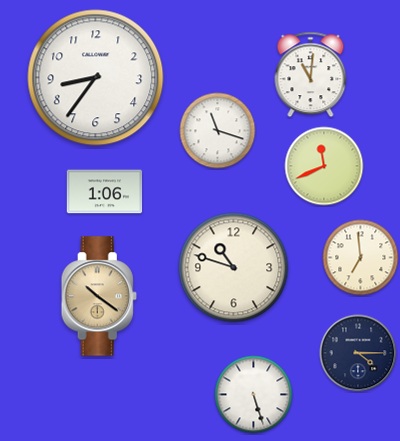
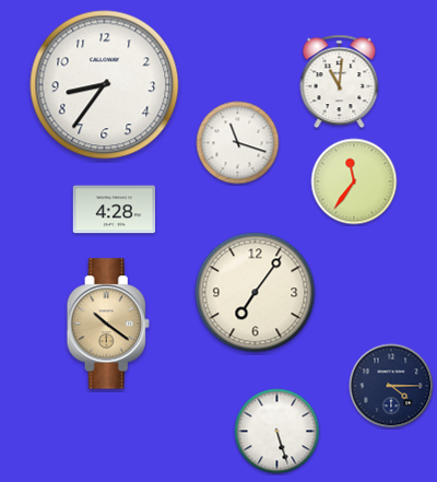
clock at (324, 166): 11:41 -> 11:36
clock at (105, 192): 1:06 -> 4:28
clock at (361, 258): 6:59 -> none
clock at (234, 268): 10:48 -> 7:06
